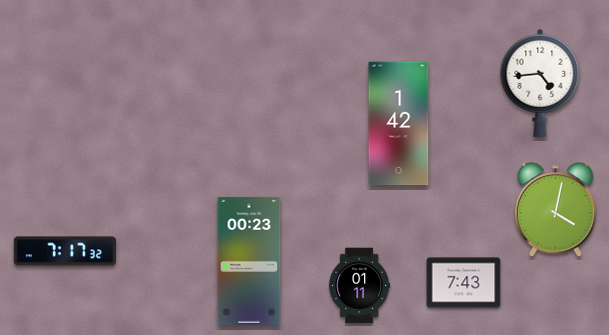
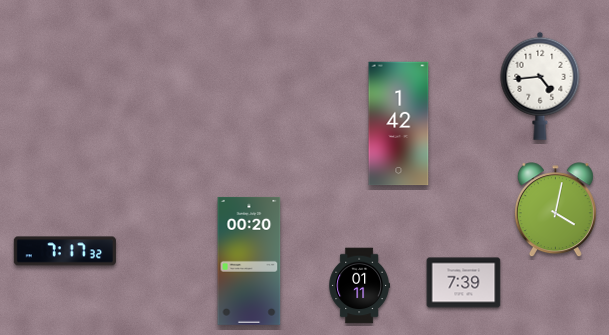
clock at (540, 83) position: (540, 83) -> (540, 86)
clock at (249, 261): 00:23 -> 00:20
clock at (464, 283): 7:43 -> 7:39
